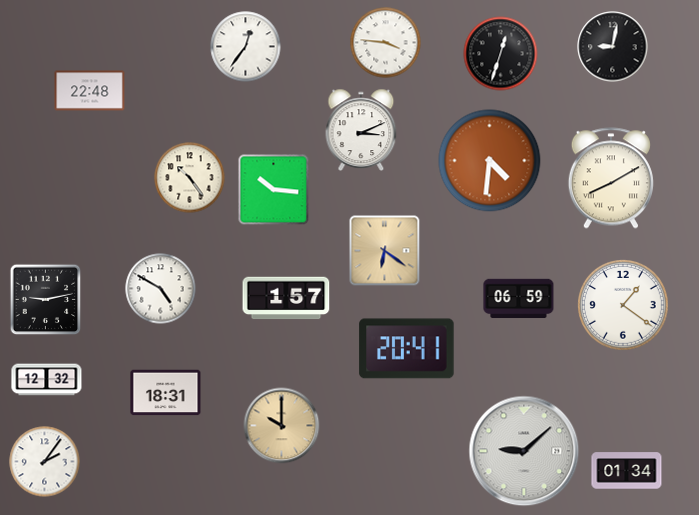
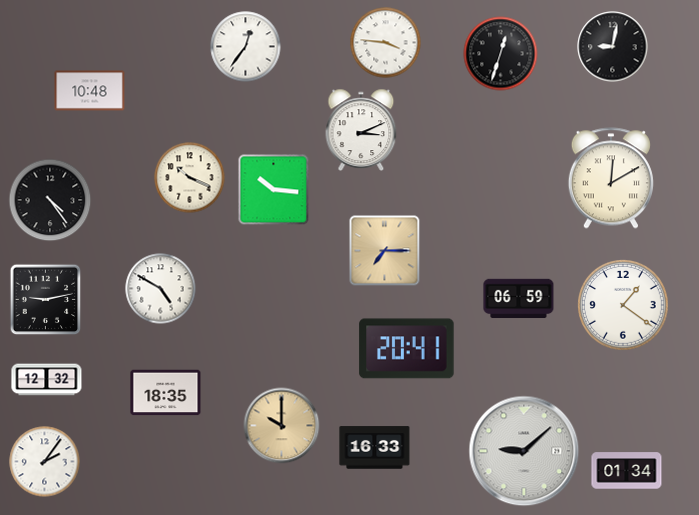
clock at (90, 91): 22:48 -> 10:48
clock at (490, 161): 4:31 -> none
clock at (190, 178): 10:24 -> 10:19
clock at (611, 178): 8:10 -> 12:10
clock at (50, 200): none -> 4:24
clock at (385, 251): 6:21 -> 7:15
clock at (286, 298): 1:57 -> none
clock at (166, 393): 18:31 -> 18:35
clock at (375, 448): none -> 16:33
